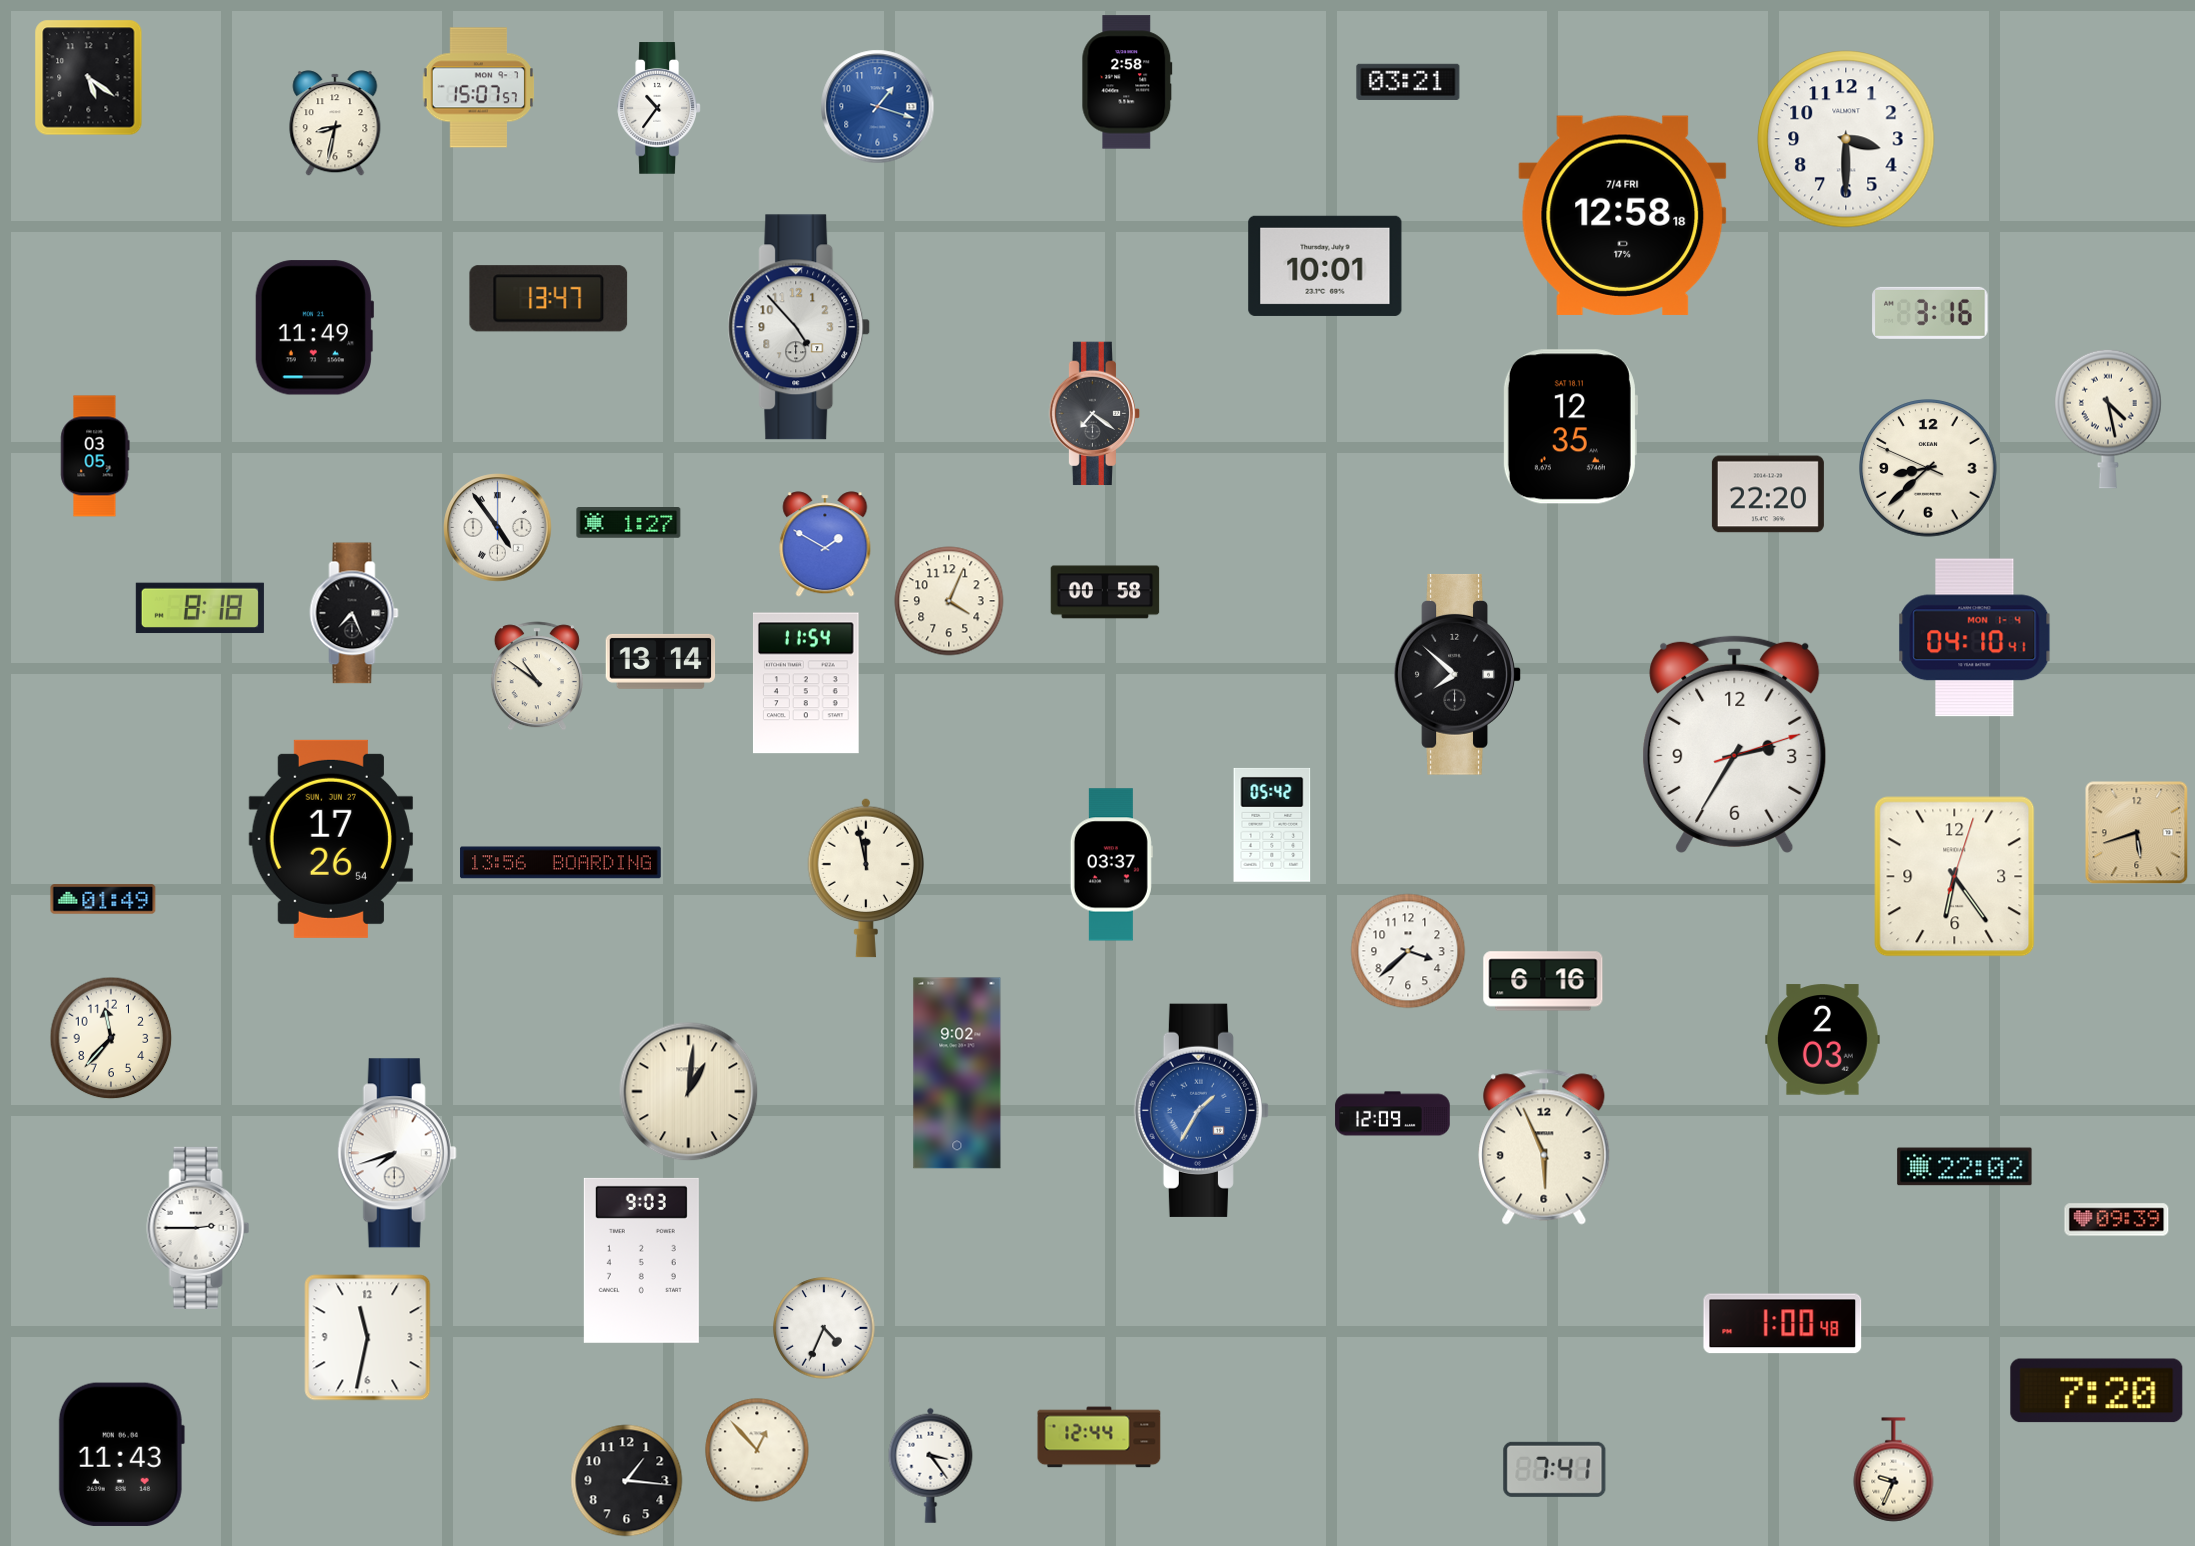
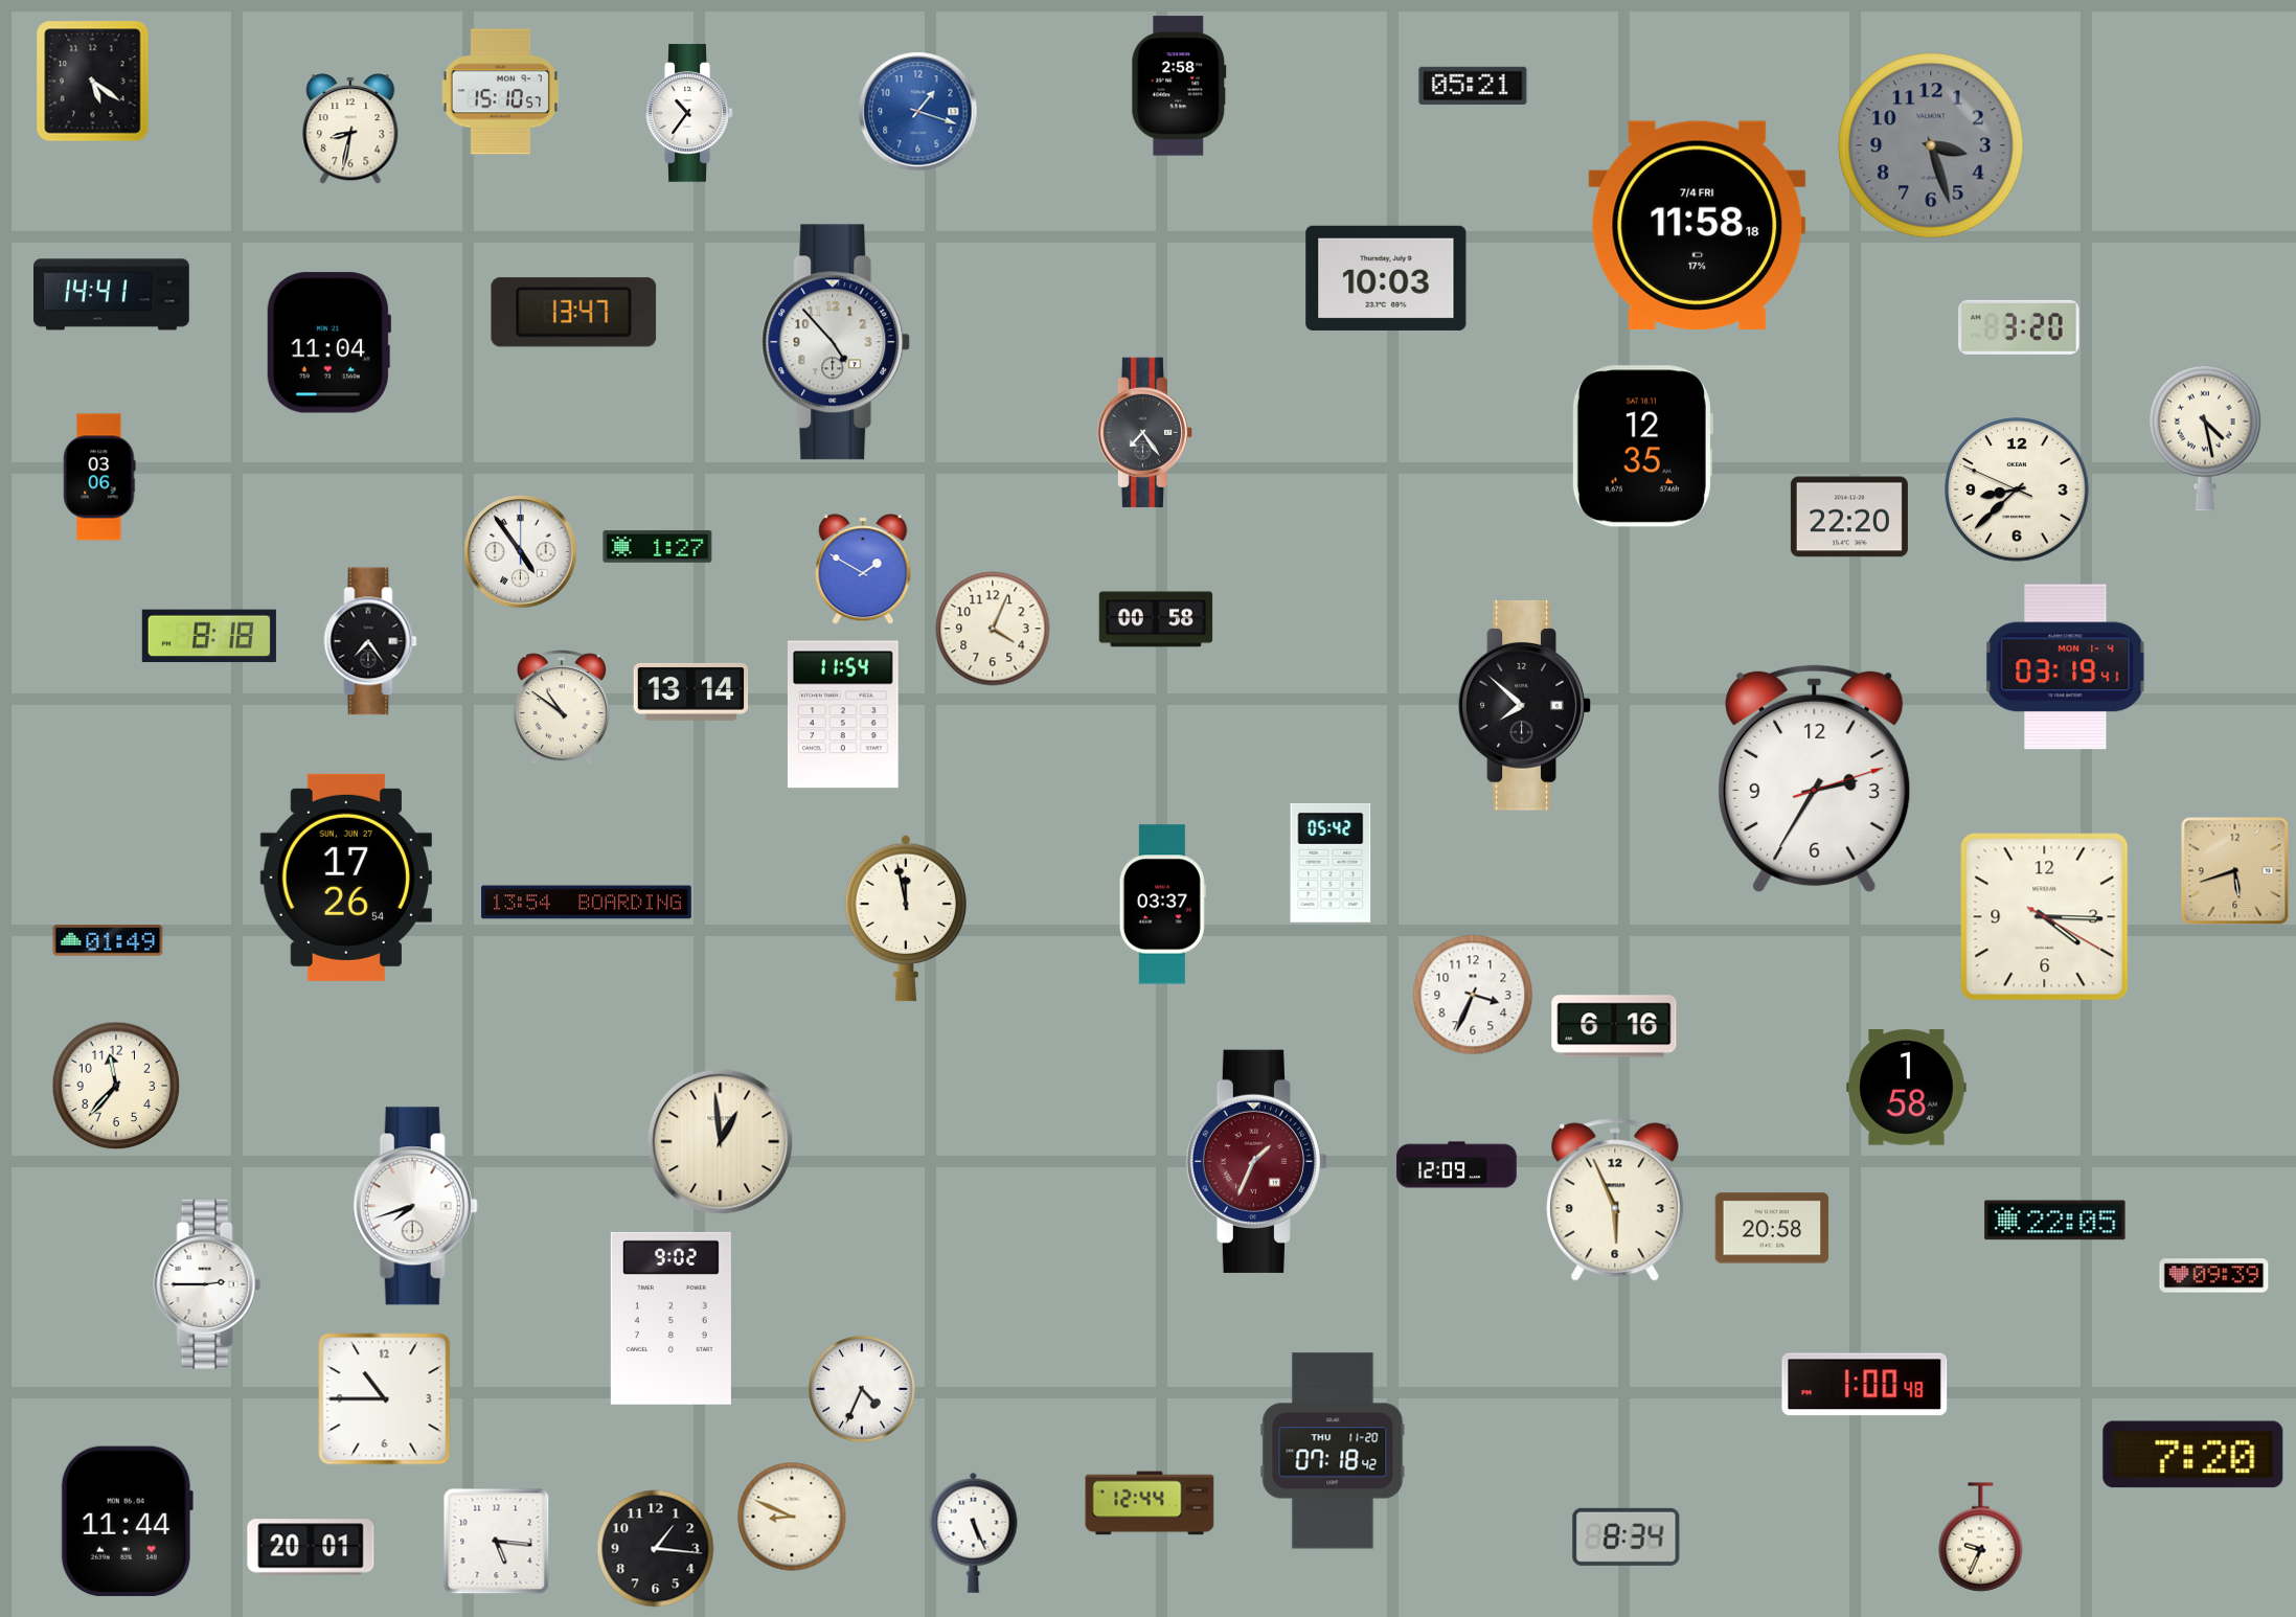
clock at (1408, 82): 03:21 -> 05:21
clock at (478, 88): 15:07 -> 15:10
clock at (1846, 139): 3:30 -> 3:27
clock at (1846, 139) dial: white -> grey
clock at (1623, 215): 12:58 -> 11:58
clock at (1325, 266): 10:01 -> 10:03
clock at (112, 295): none -> 14:41
clock at (1930, 313): 3:16 -> 3:20
clock at (313, 328): 11:49 -> 11:04
clock at (1095, 414): 7:21 -> 7:24
clock at (95, 456): 03:05 -> 03:06
clock at (354, 613): 7:26 -> 7:24
clock at (1975, 638): 04:10 -> 03:19
clock at (561, 863): 13:56 -> 13:54
clock at (1955, 877): 6:24 -> 4:15
clock at (1408, 951): 3:38 -> 3:34
clock at (1823, 1040): 2:03 -> 1:58
clock at (957, 1073): 9:02 -> none
clock at (689, 1092): 1:01 -> 12:59
clock at (1201, 1110): 1:35 -> 1:34
clock at (1201, 1110) dial: blue -> burgundy
clock at (1965, 1167): 22:02 -> 22:05
clock at (1772, 1228): none -> 20:58
clock at (641, 1260): 9:03 -> 9:02
clock at (368, 1338): 11:32 -> 10:45
clock at (1333, 1451): none -> 07:18
clock at (757, 1450): 12:53 -> 8:49
clock at (121, 1454): 11:43 -> 11:44
clock at (931, 1465): 3:24 -> 5:26
clock at (1555, 1469): 7:41 -> 8:34
clock at (497, 1542): none -> 5:16
clock at (311, 1547): none -> 20:01
